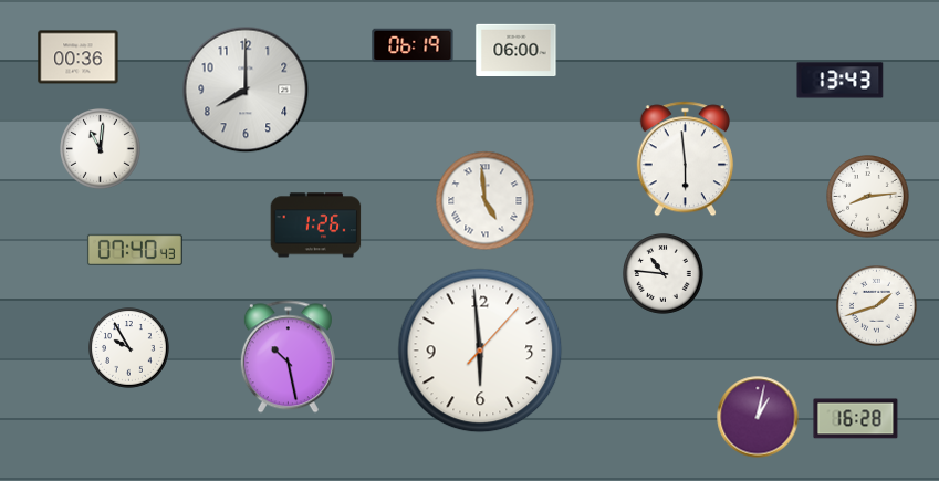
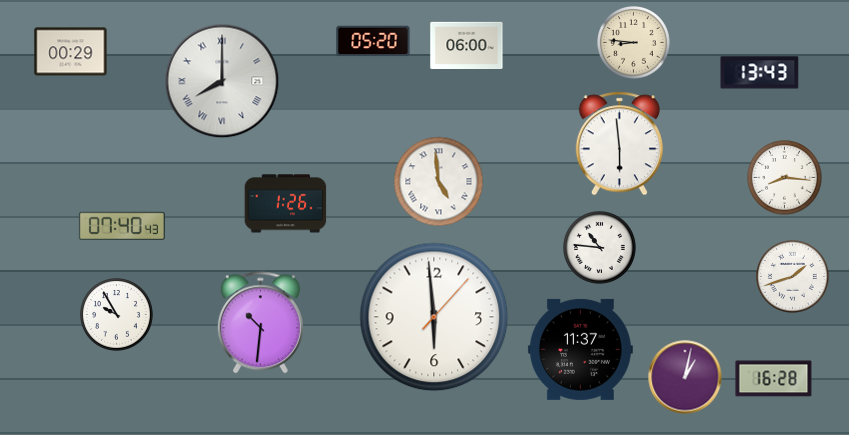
clock at (413, 45): 06:19 -> 05:20
clock at (634, 43): none -> 8:46
clock at (79, 57): 00:36 -> 00:29
clock at (246, 90) numerals: Arabic -> Roman
clock at (101, 149): 11:01 -> none
clock at (868, 197): 8:14 -> 8:16
clock at (288, 357): 10:28 -> 10:31
clock at (580, 349): none -> 11:37
